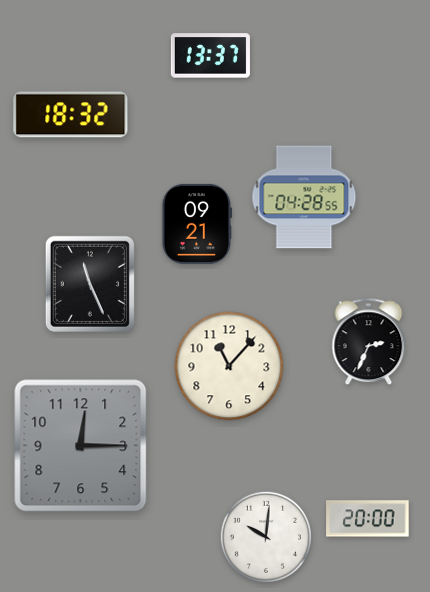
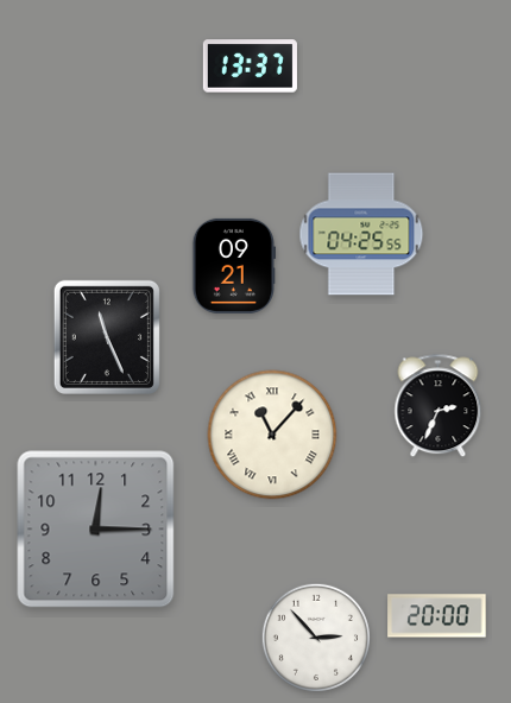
clock at (71, 115): 18:32 -> none
clock at (304, 197): 04:28 -> 04:25
clock at (229, 366) numerals: Arabic -> Roman
clock at (266, 537): 10:01 -> 2:53
